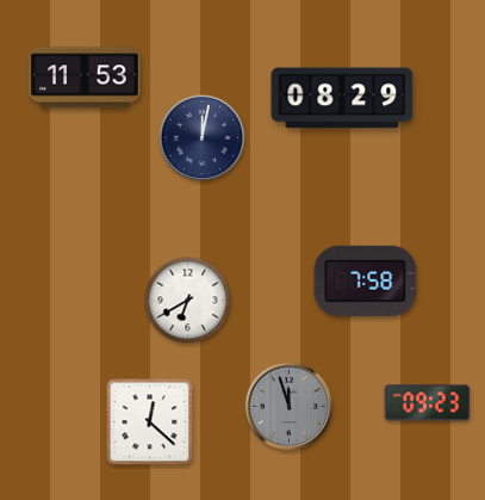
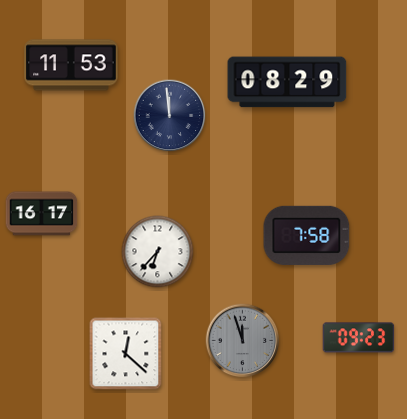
clock at (203, 138): 12:02 -> 11:59
clock at (42, 214): none -> 16:17
clock at (188, 301): 6:40 -> 6:37
